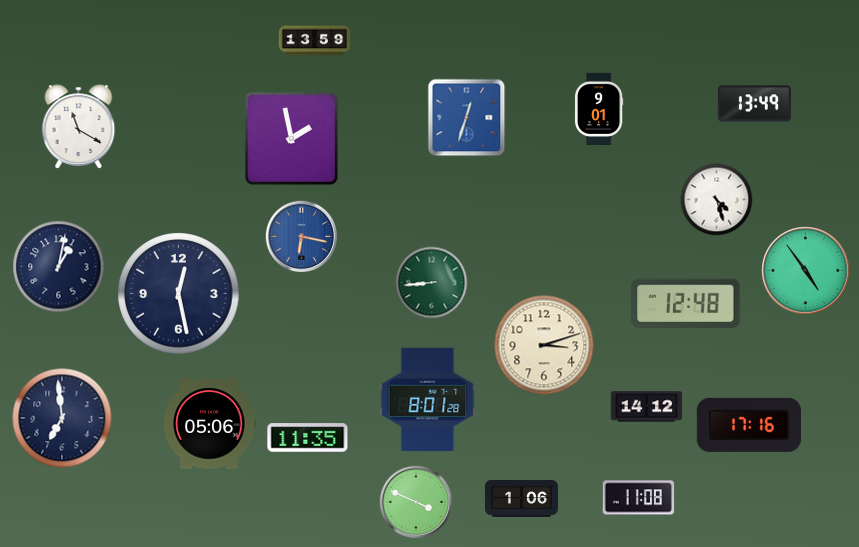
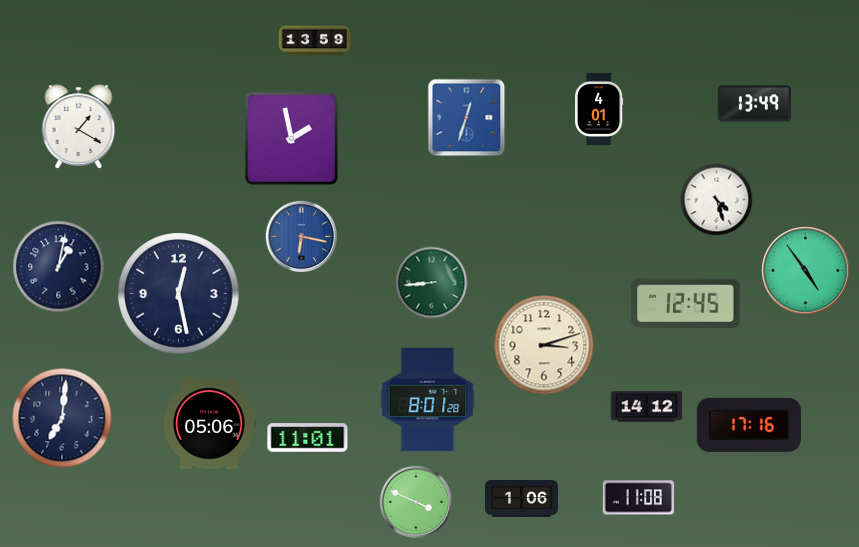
clock at (599, 108): 9:01 -> 4:01
clock at (79, 127): 11:20 -> 1:20
clock at (686, 304): 12:48 -> 12:45
clock at (62, 418): 6:59 -> 7:01
clock at (308, 438): 11:35 -> 11:01
